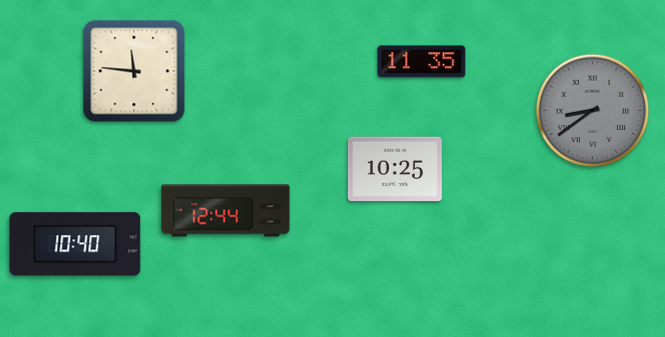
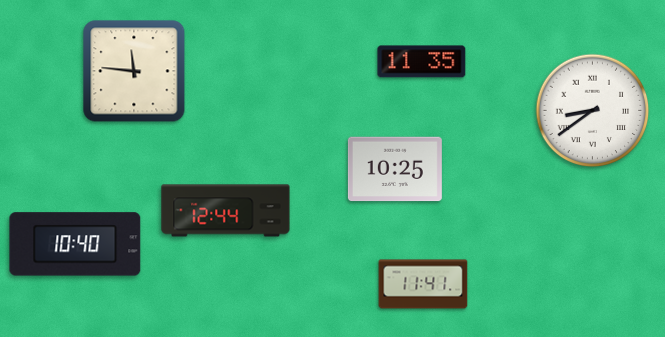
clock at (593, 111) dial: grey -> white
clock at (423, 284): none -> 11:41
